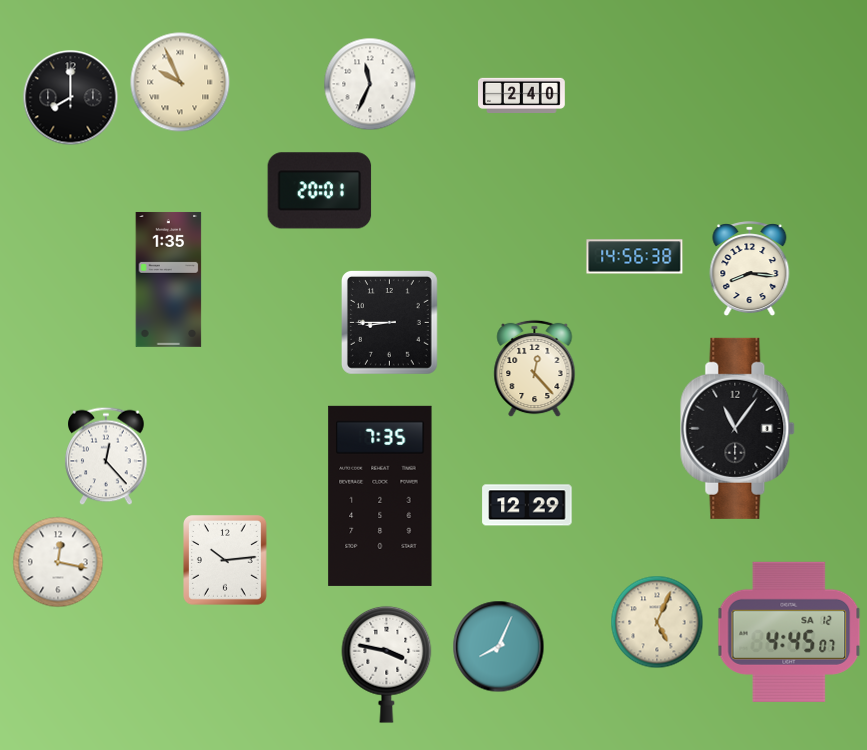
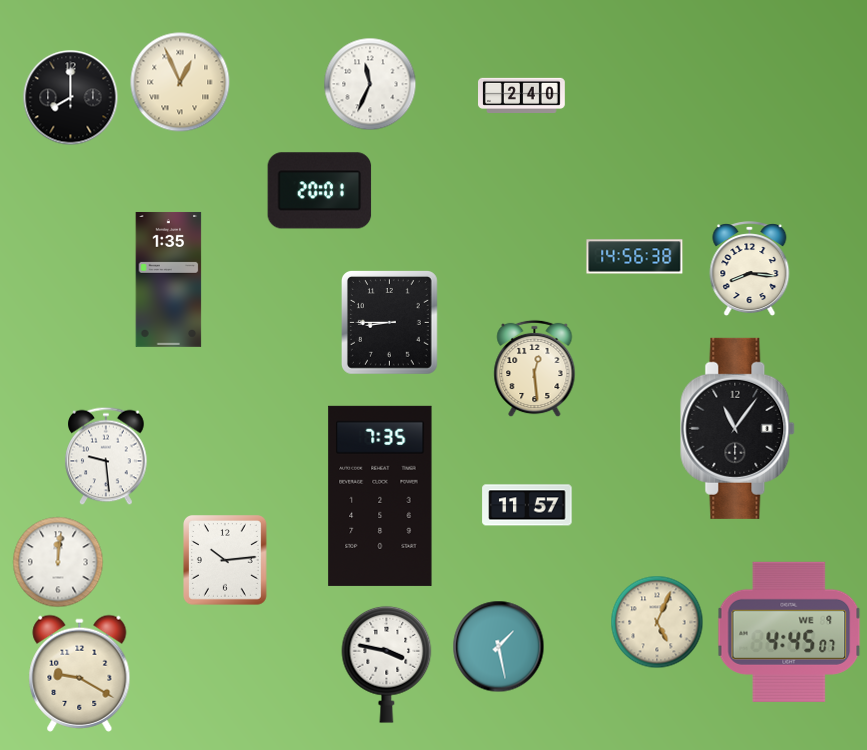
clock at (180, 82): 9:56 -> 12:56
clock at (535, 369): 12:23 -> 12:29
clock at (106, 456): 12:23 -> 9:29
clock at (527, 505): 12:29 -> 11:57
clock at (58, 562): 12:17 -> 12:01
clock at (789, 632) date: SA 12 -> WE 9
clock at (499, 647): 8:04 -> 1:28
clock at (80, 673): none -> 9:20
